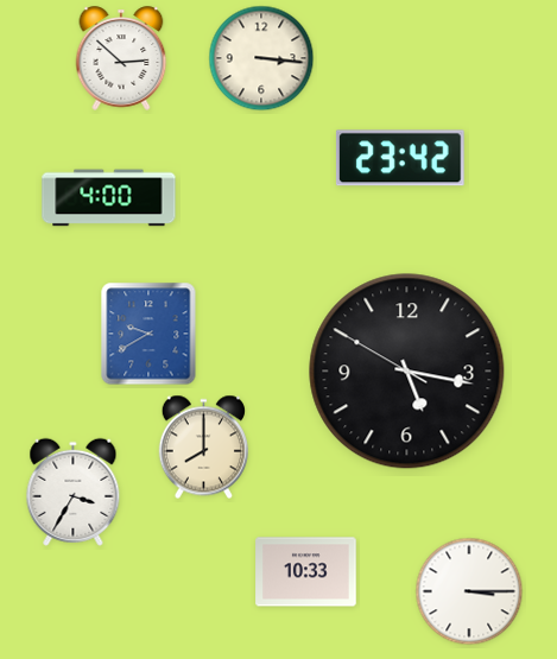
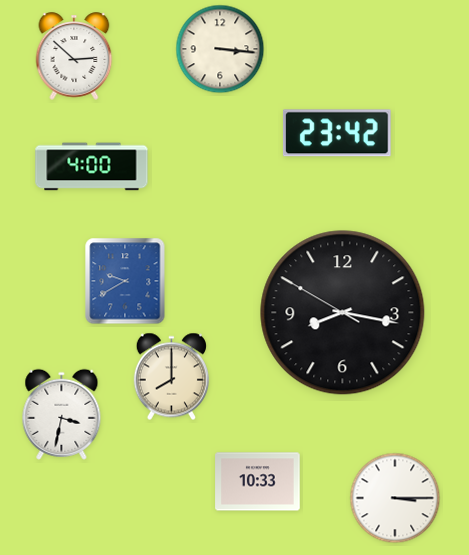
clock at (121, 58) position: (121, 58) -> (74, 56)
clock at (407, 372): 5:16 -> 8:16
clock at (74, 492): 3:35 -> 3:32
